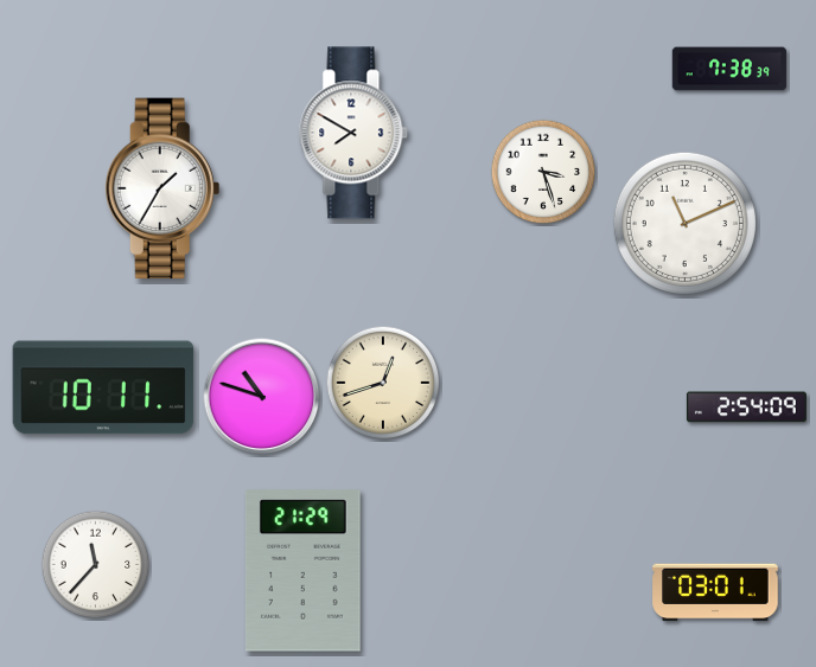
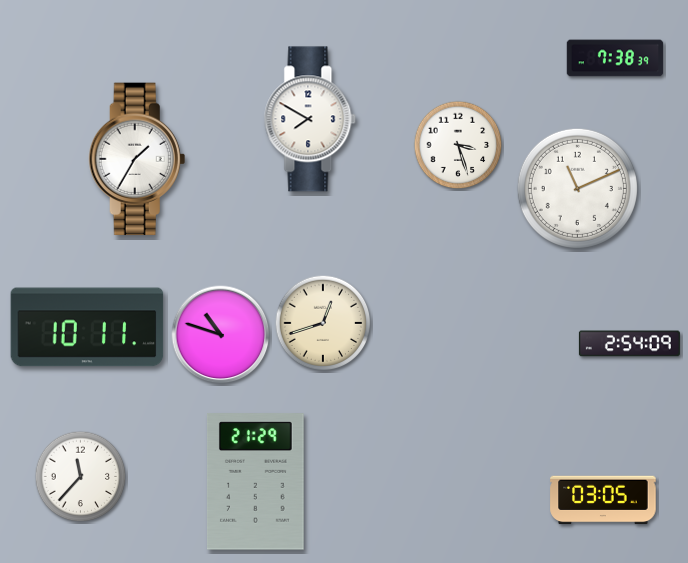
clock at (353, 133) position: (353, 133) -> (310, 119)
clock at (715, 592): 03:01 -> 03:05
